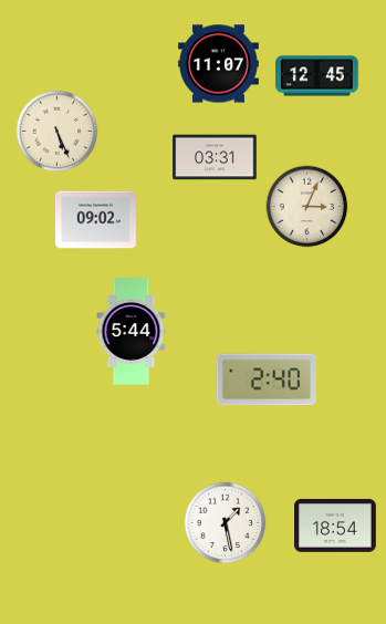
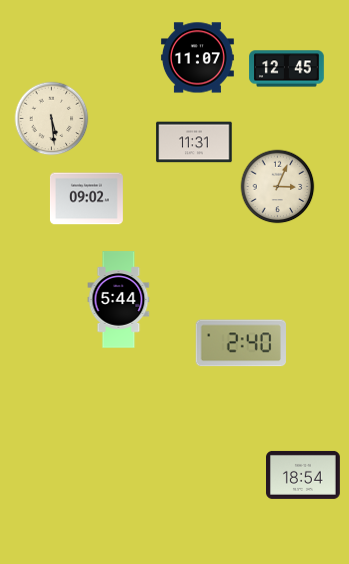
clock at (58, 132): 5:26 -> 5:29
clock at (215, 157): 03:31 -> 11:31
clock at (226, 523): 1:28 -> none
